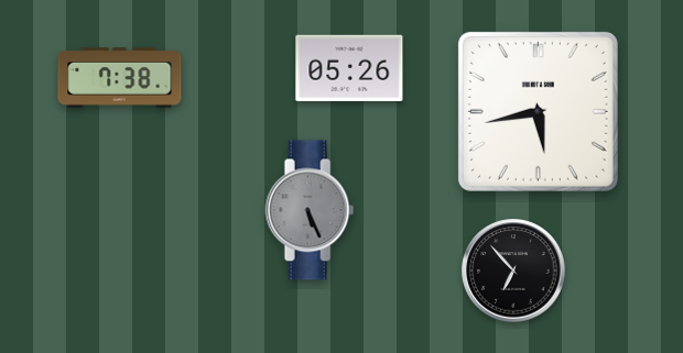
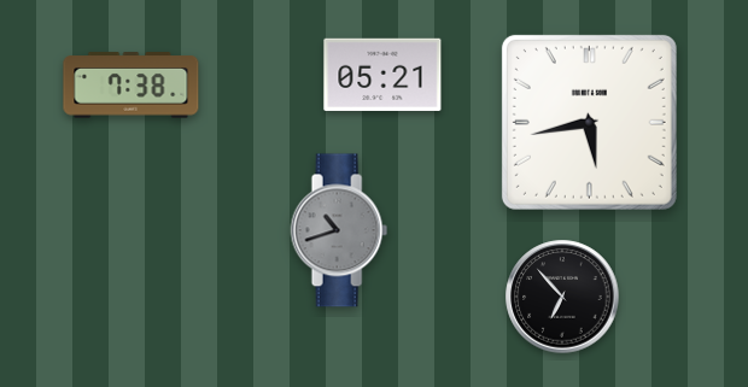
clock at (349, 67): 05:26 -> 05:21
clock at (310, 210): 5:26 -> 10:42
